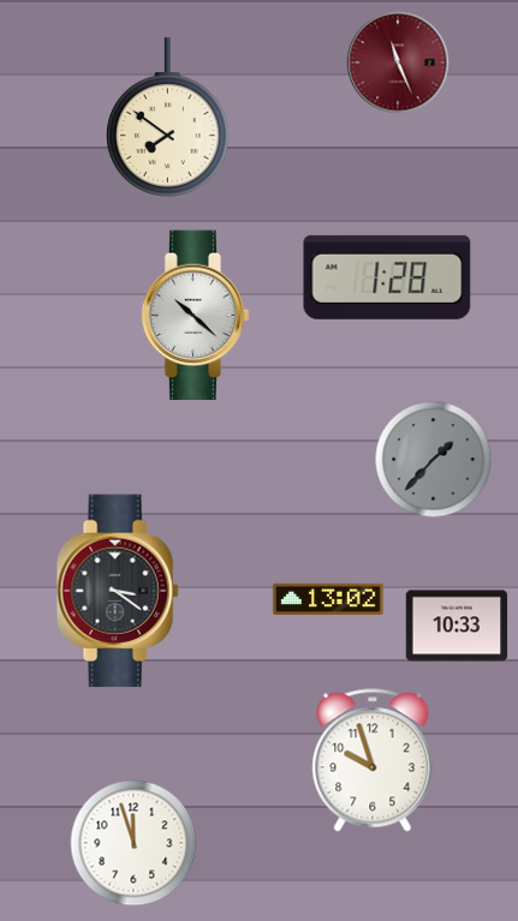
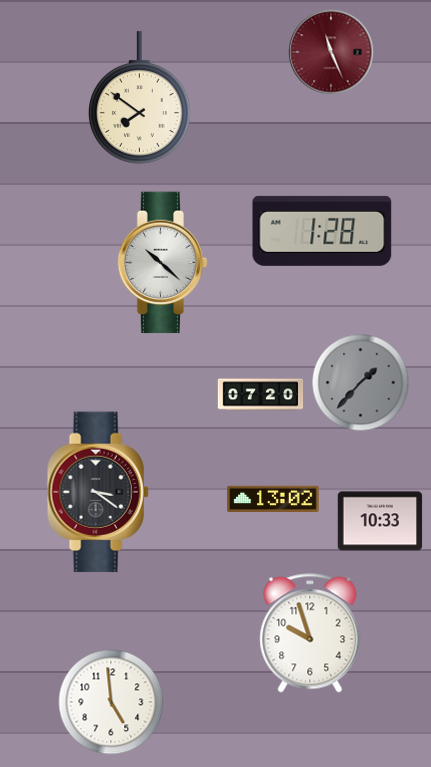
clock at (261, 395): none -> 07:20
clock at (133, 843): 11:57 -> 4:59
